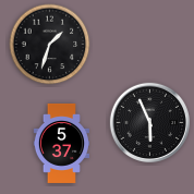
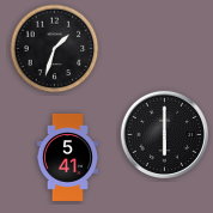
clock at (149, 122): 5:56 -> 6:00
clock at (61, 143): 5:37 -> 5:41
